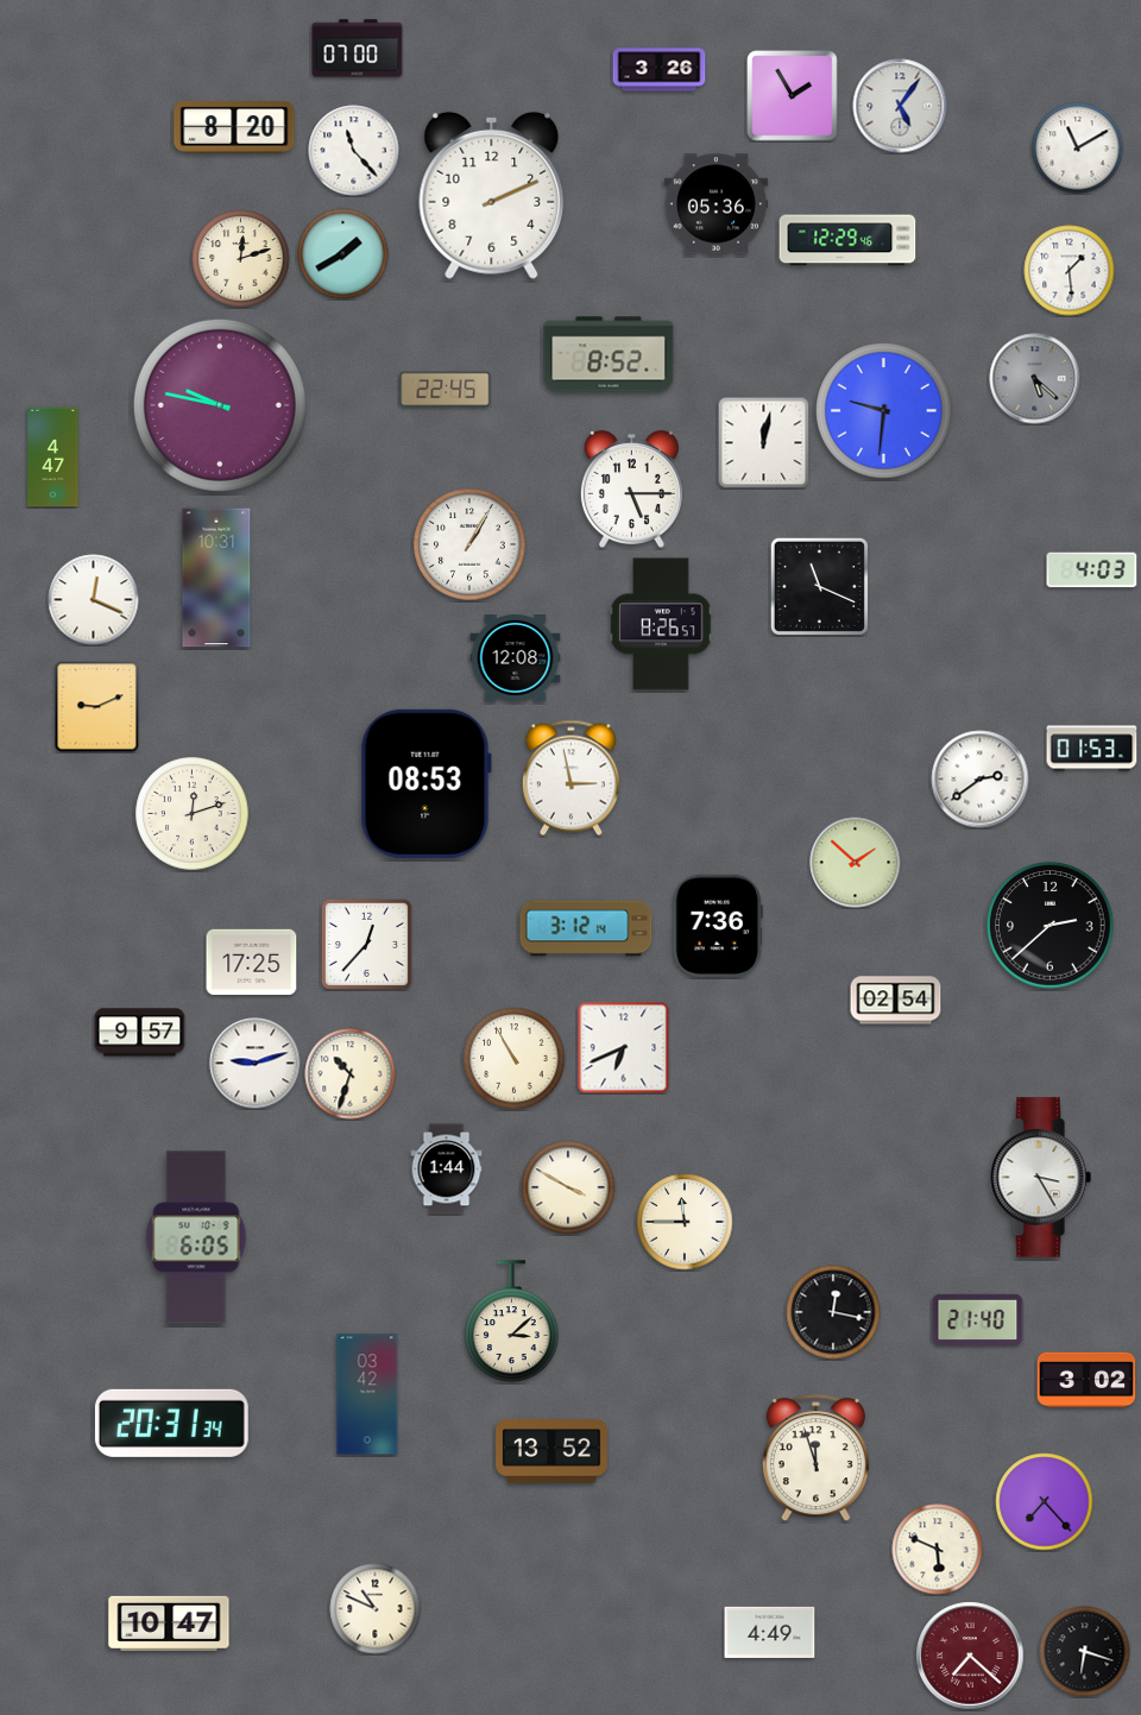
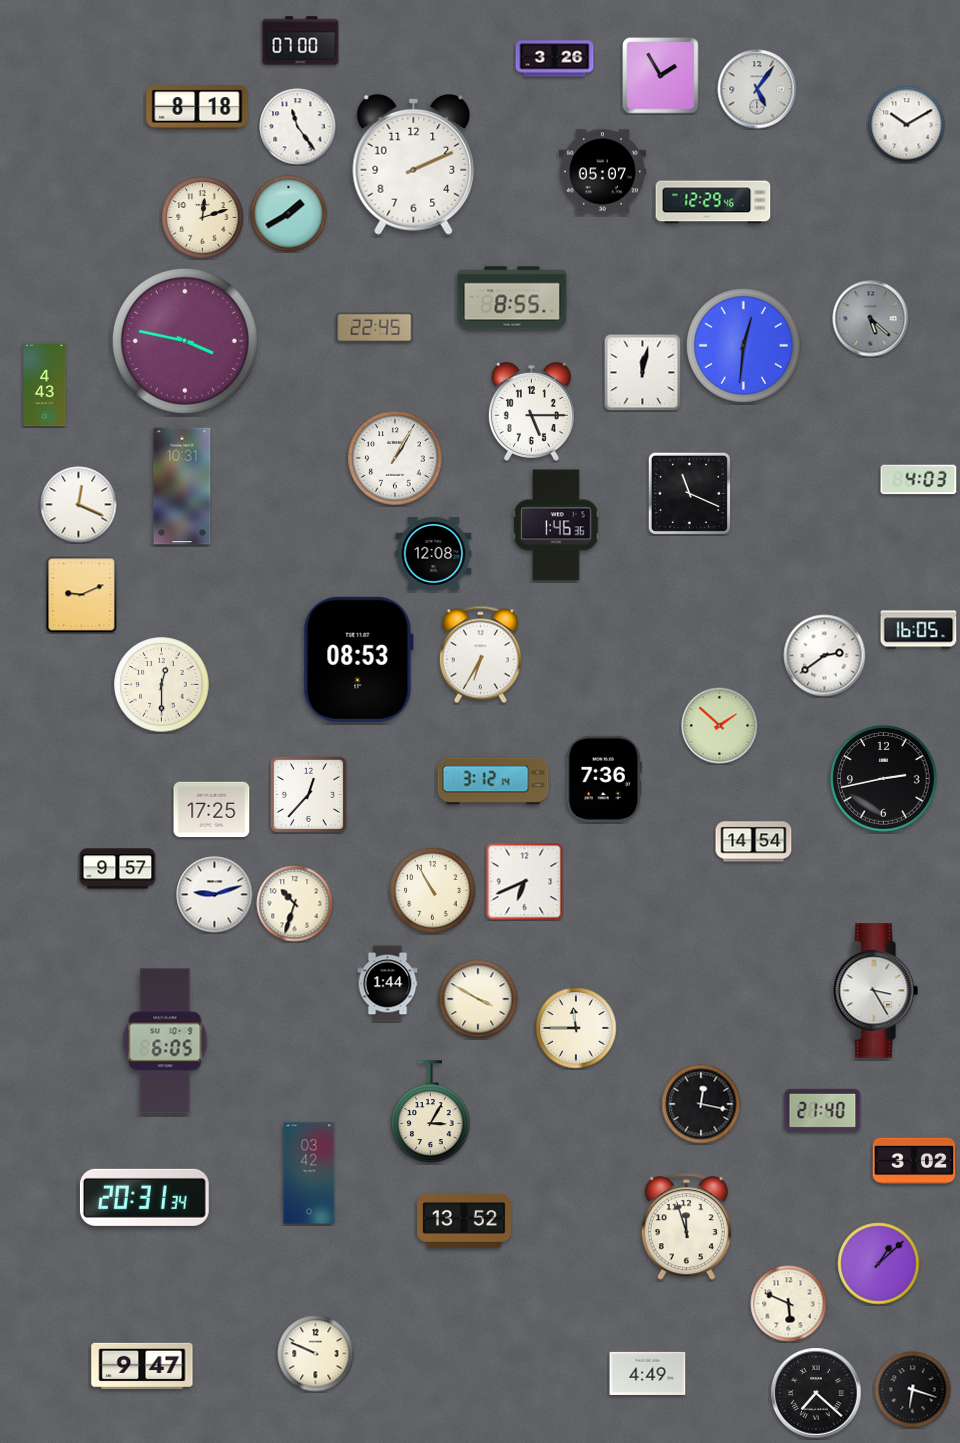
clock at (793, 96) position: (793, 96) -> (661, 76)
clock at (234, 127): 8:20 -> 8:18
clock at (1078, 149): 11:10 -> 10:10
clock at (354, 151): 11:23 -> 11:24
clock at (716, 204): 05:36 -> 05:07
clock at (1070, 271): 1:29 -> none
clock at (609, 354): 8:52 -> 8:55
clock at (220, 405): 9:47 -> 3:47
clock at (884, 411): 9:31 -> 12:31
clock at (53, 458): 4:47 -> 4:43
clock at (661, 624): 8:26 -> 1:46
clock at (1092, 749): 01:53 -> 16:05
clock at (570, 778): 2:58 -> 6:35
clock at (193, 814): 12:12 -> 12:30
clock at (1051, 926): 2:38 -> 2:43
clock at (896, 1001): 02:54 -> 14:54
clock at (447, 1169) position: (447, 1169) -> (388, 984)
clock at (512, 1322): 3:08 -> 3:05
clock at (1045, 1502): 7:23 -> 1:08
clock at (376, 1609): 10:49 -> 9:49
clock at (169, 1623): 10:47 -> 9:47
clock at (970, 1656) dial: burgundy -> black
